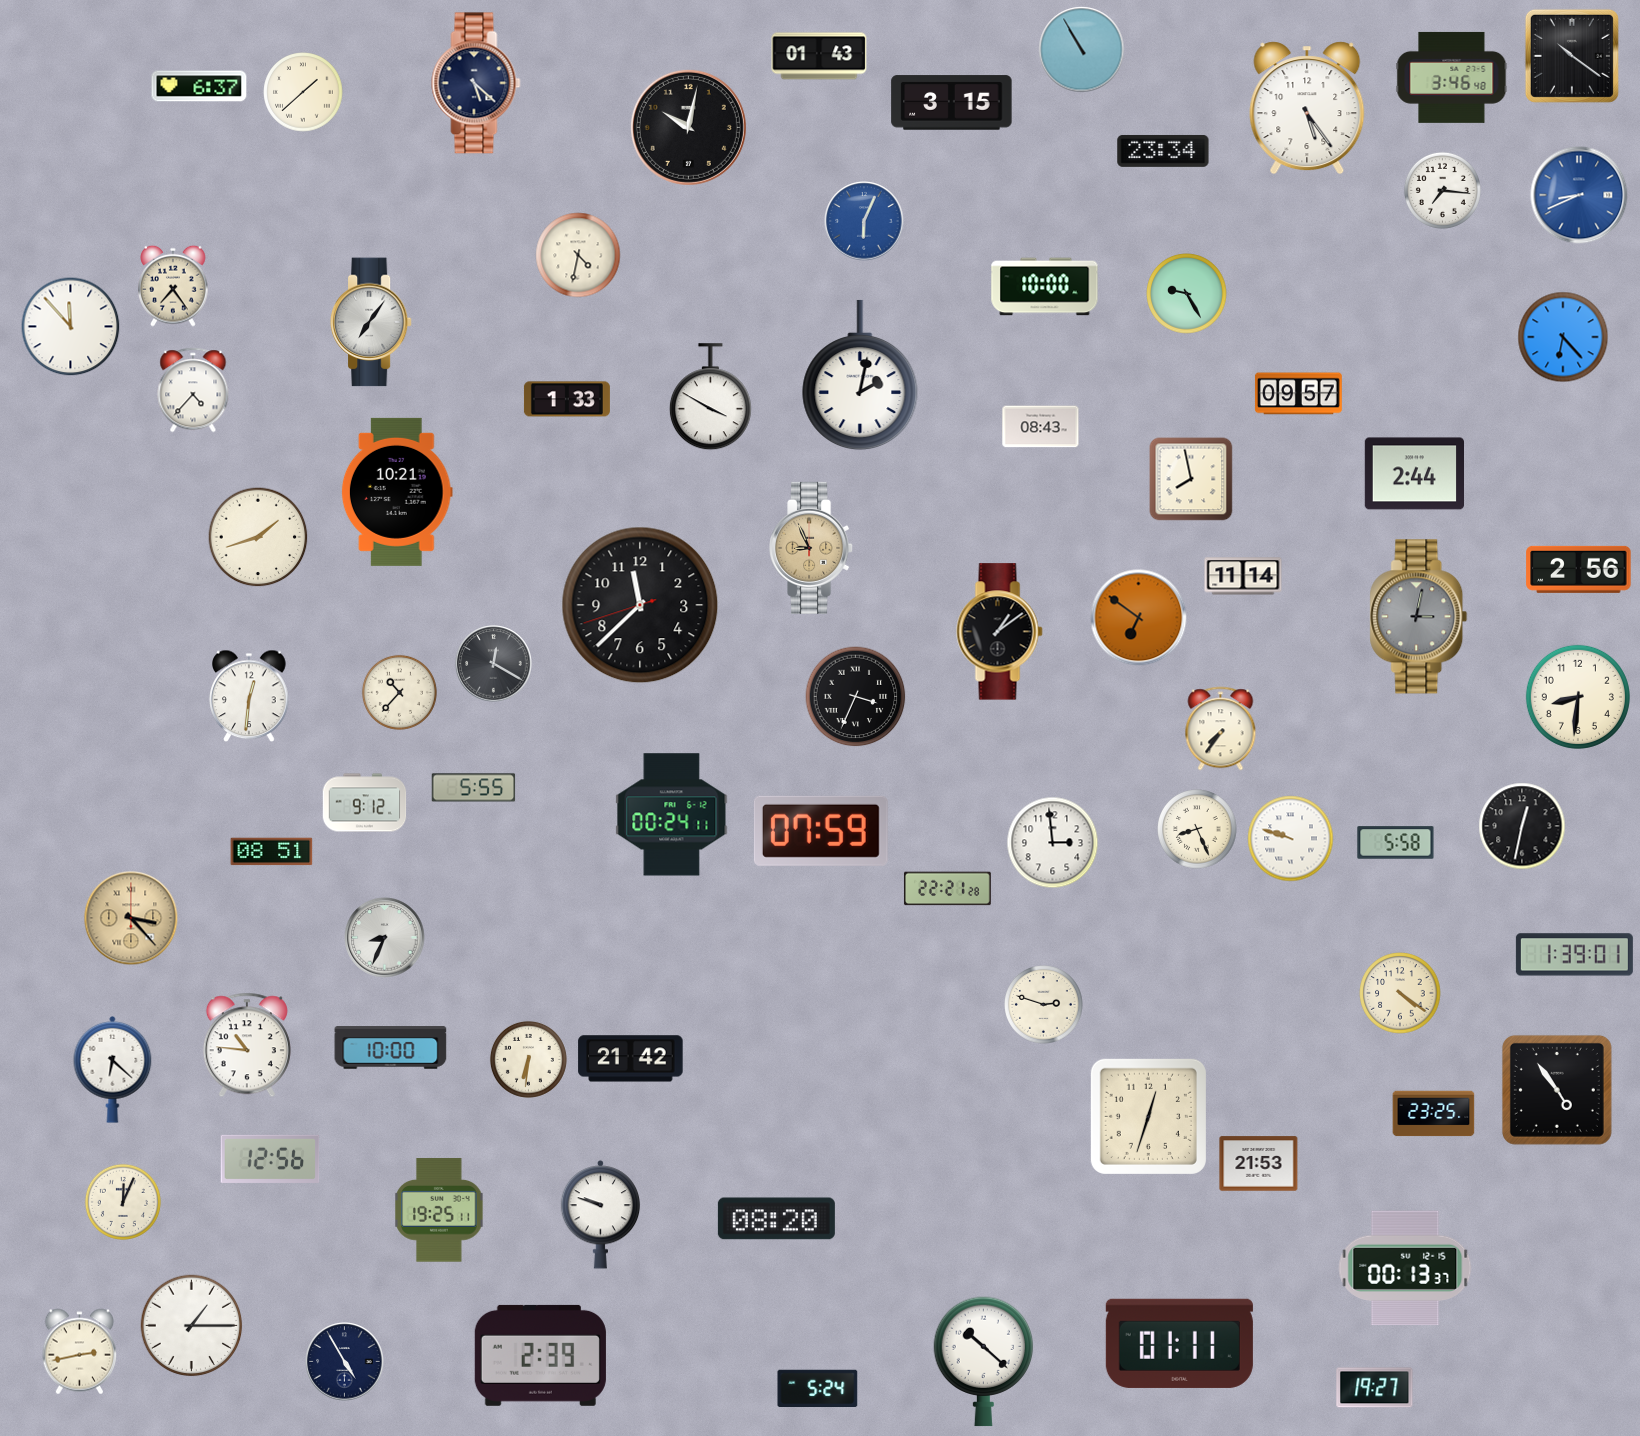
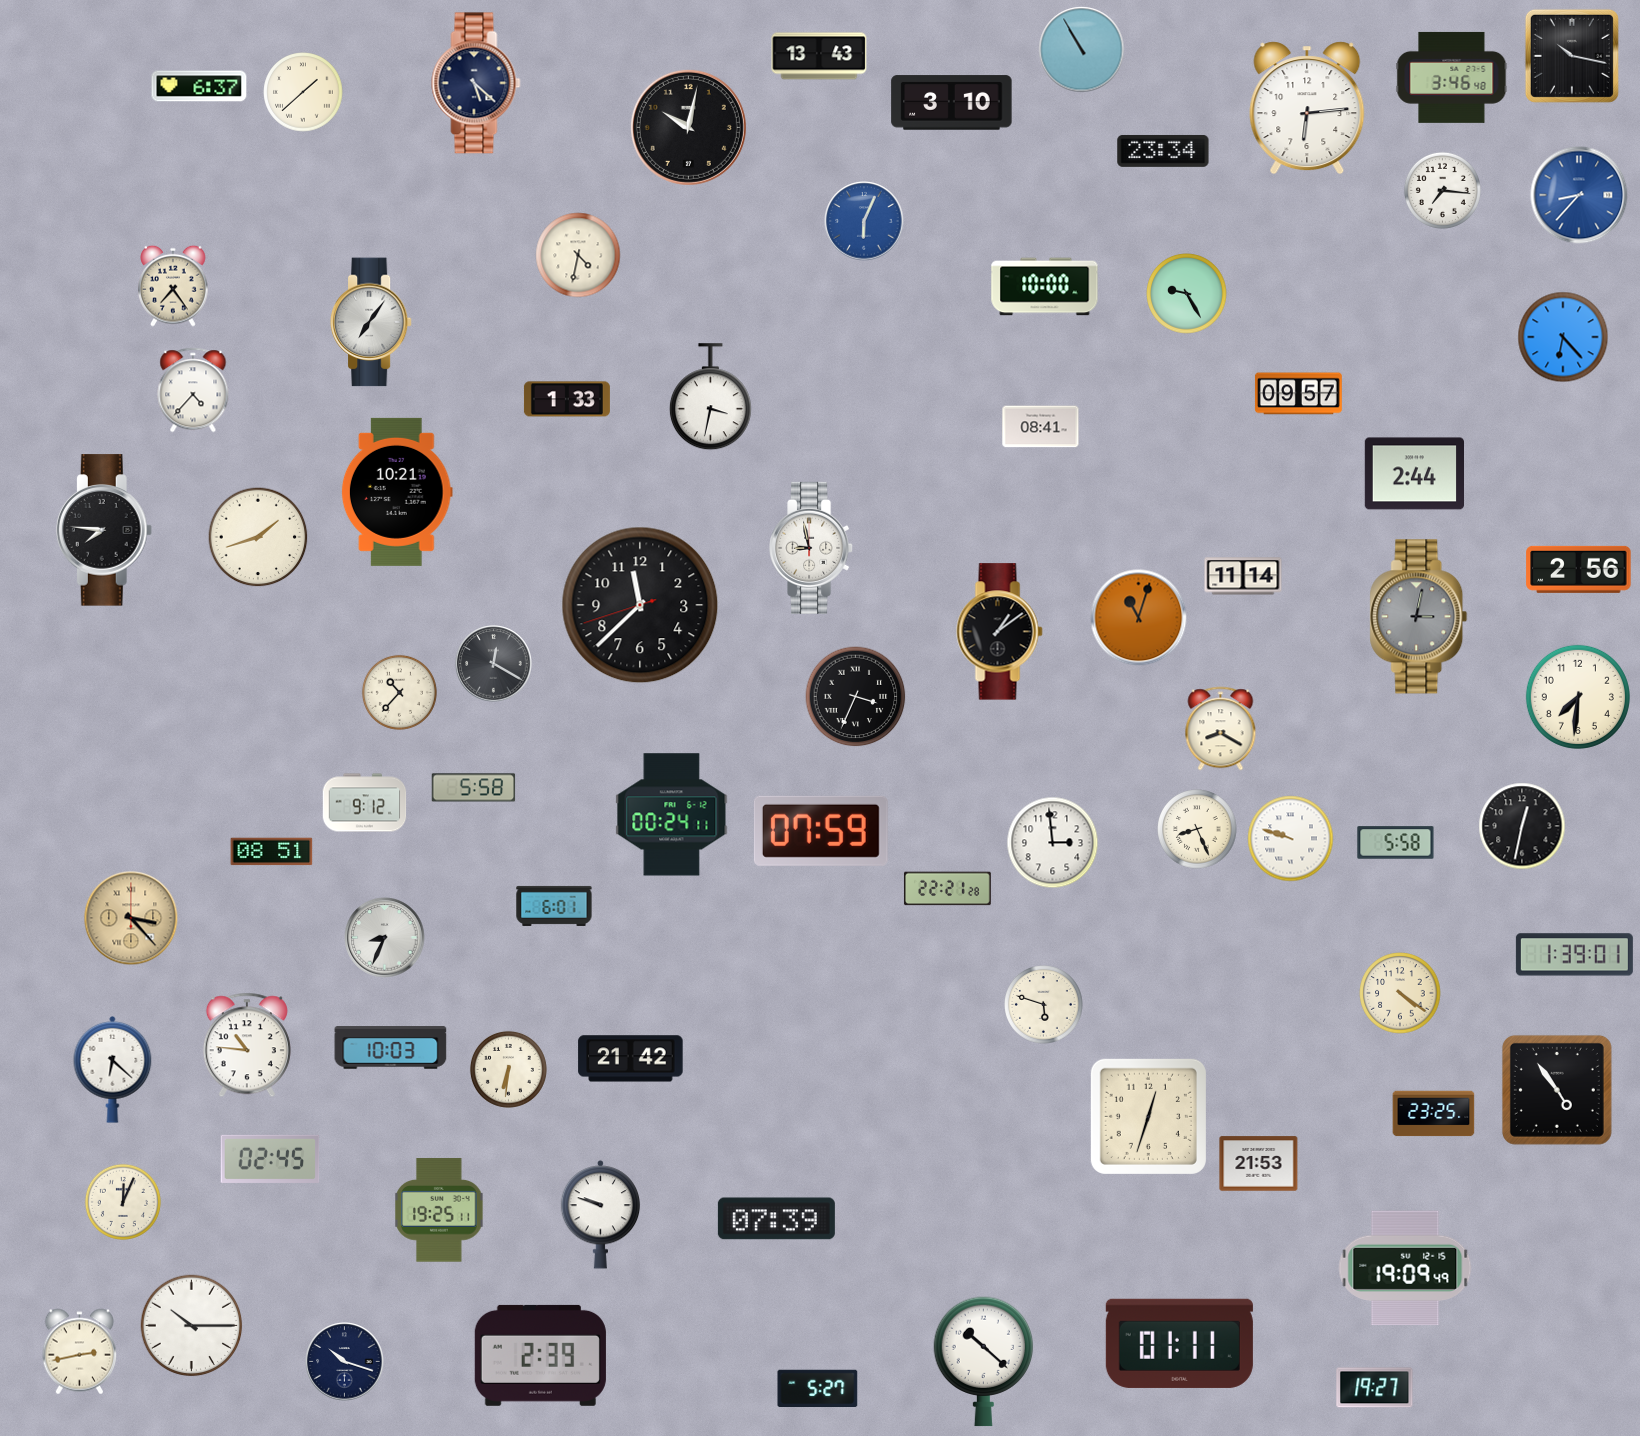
clock at (819, 56): 01:43 -> 13:43
clock at (1572, 56): 10:21 -> 10:17
clock at (952, 103): 3:15 -> 3:10
clock at (1307, 108): 5:24 -> 6:14
clock at (1579, 195): 8:41 -> 8:37
clock at (71, 327): 11:53 -> none
clock at (860, 375): 2:02 -> none
clock at (710, 397): 3:50 -> 3:32
clock at (1041, 427): 08:43 -> 08:41
clock at (1191, 479): 7:58 -> none
clock at (104, 530): none -> 7:46
clock at (812, 548): 8:56 -> 8:58
clock at (812, 548) dial: champagne -> white
clock at (1139, 618): 6:51 -> 11:03
clock at (249, 696): 12:31 -> none
clock at (1578, 697): 8:31 -> 7:31
clock at (1221, 729): 7:36 -> 8:20
clock at (474, 788): 5:55 -> 5:58
clock at (554, 906): none -> 6:01
clock at (1044, 1005): 2:48 -> 5:48
clock at (391, 1048): 10:00 -> 10:03
clock at (528, 1059) position: (528, 1059) -> (508, 1069)
clock at (270, 1159): 12:56 -> 02:45
clock at (776, 1219): 08:20 -> 07:39
clock at (1405, 1268): 00:13 -> 19:09
clock at (192, 1326): 1:15 -> 10:15
clock at (345, 1362): 4:55 -> 10:18
clock at (818, 1388): 5:24 -> 5:27
